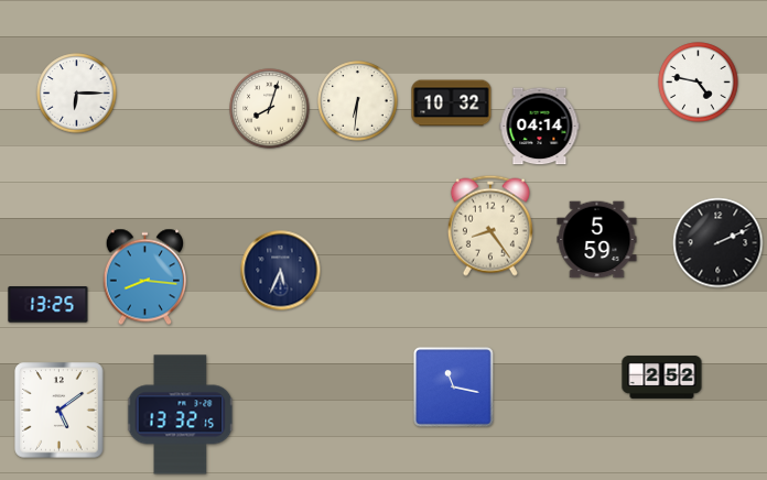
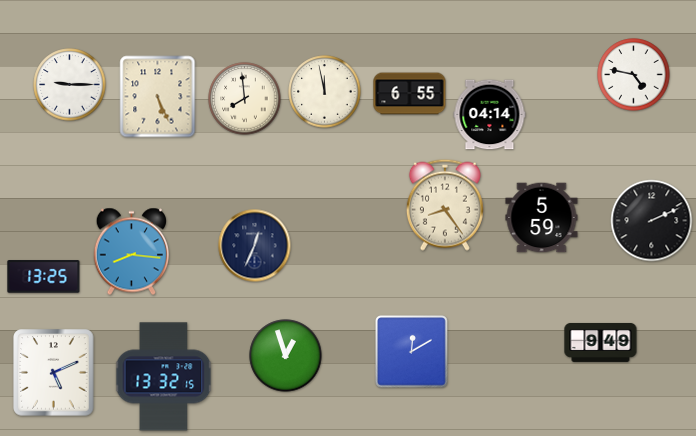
clock at (77, 94): 6:15 -> 9:15
clock at (358, 101): 6:31 -> 11:58
clock at (452, 103): 10:32 -> 6:55
clock at (158, 97): none -> 5:26
clock at (270, 109): 8:03 -> 7:59
clock at (281, 271): 5:34 -> 12:34
clock at (662, 377): 2:52 -> 9:49
clock at (454, 388): 11:17 -> 12:10
clock at (286, 356): none -> 12:57
clock at (60, 411): 5:09 -> 5:11
